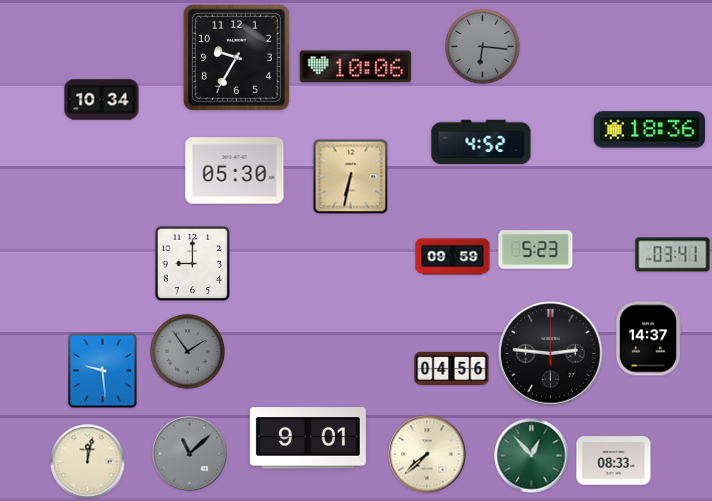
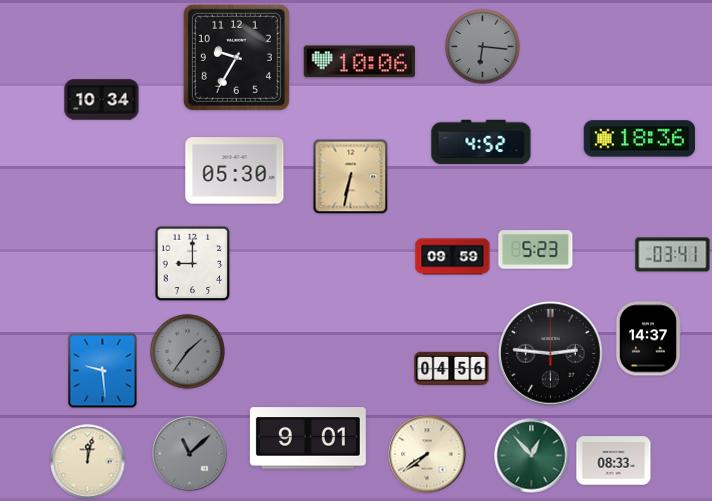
clock at (355, 67) position: (355, 67) -> (359, 62)
clock at (650, 130) position: (650, 130) -> (640, 139)
clock at (188, 352): 1:54 -> 1:36
clock at (427, 454): 7:38 -> 7:39
